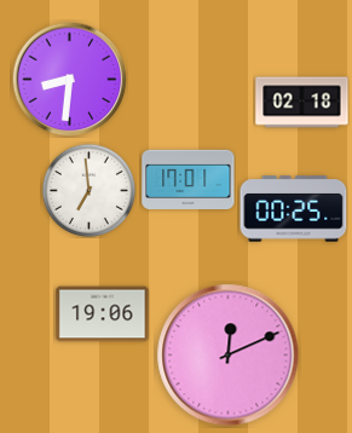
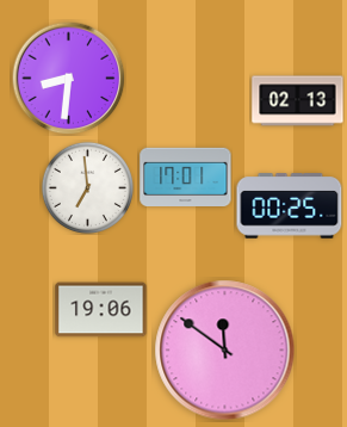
clock at (302, 103): 02:18 -> 02:13
clock at (229, 356): 12:11 -> 11:51
